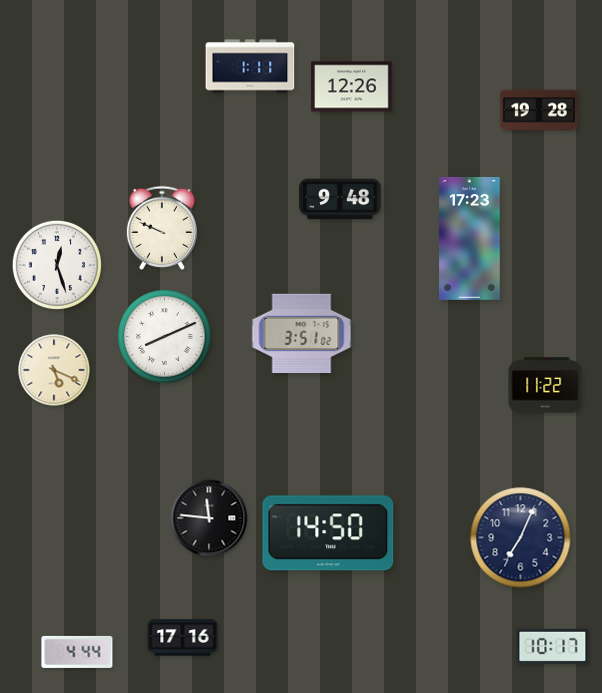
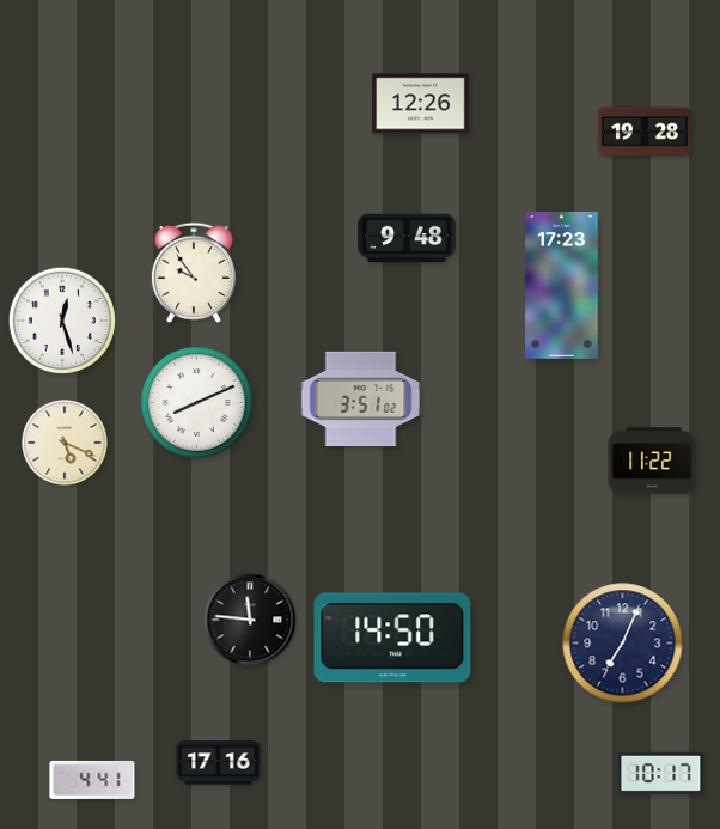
clock at (250, 66): 1:11 -> none
clock at (162, 228): 9:49 -> 9:54
clock at (57, 265) position: (57, 265) -> (62, 321)
clock at (77, 652): 4:44 -> 4:41
